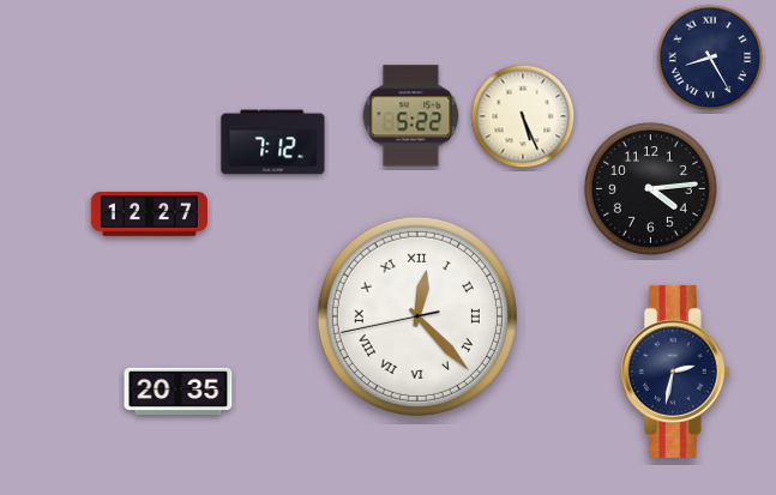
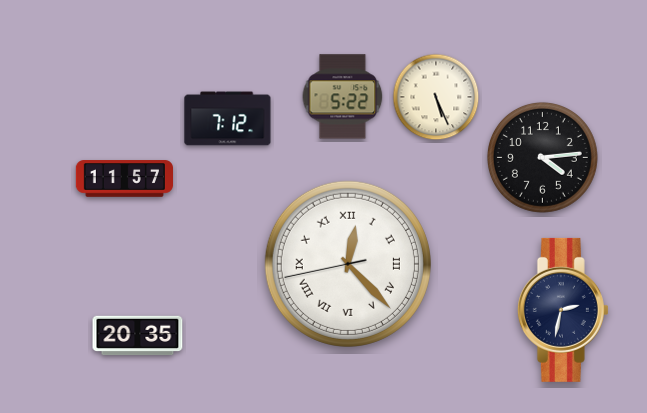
clock at (710, 58): 8:25 -> none
clock at (149, 215): 12:27 -> 11:57
clock at (179, 392) position: (179, 392) -> (138, 336)
